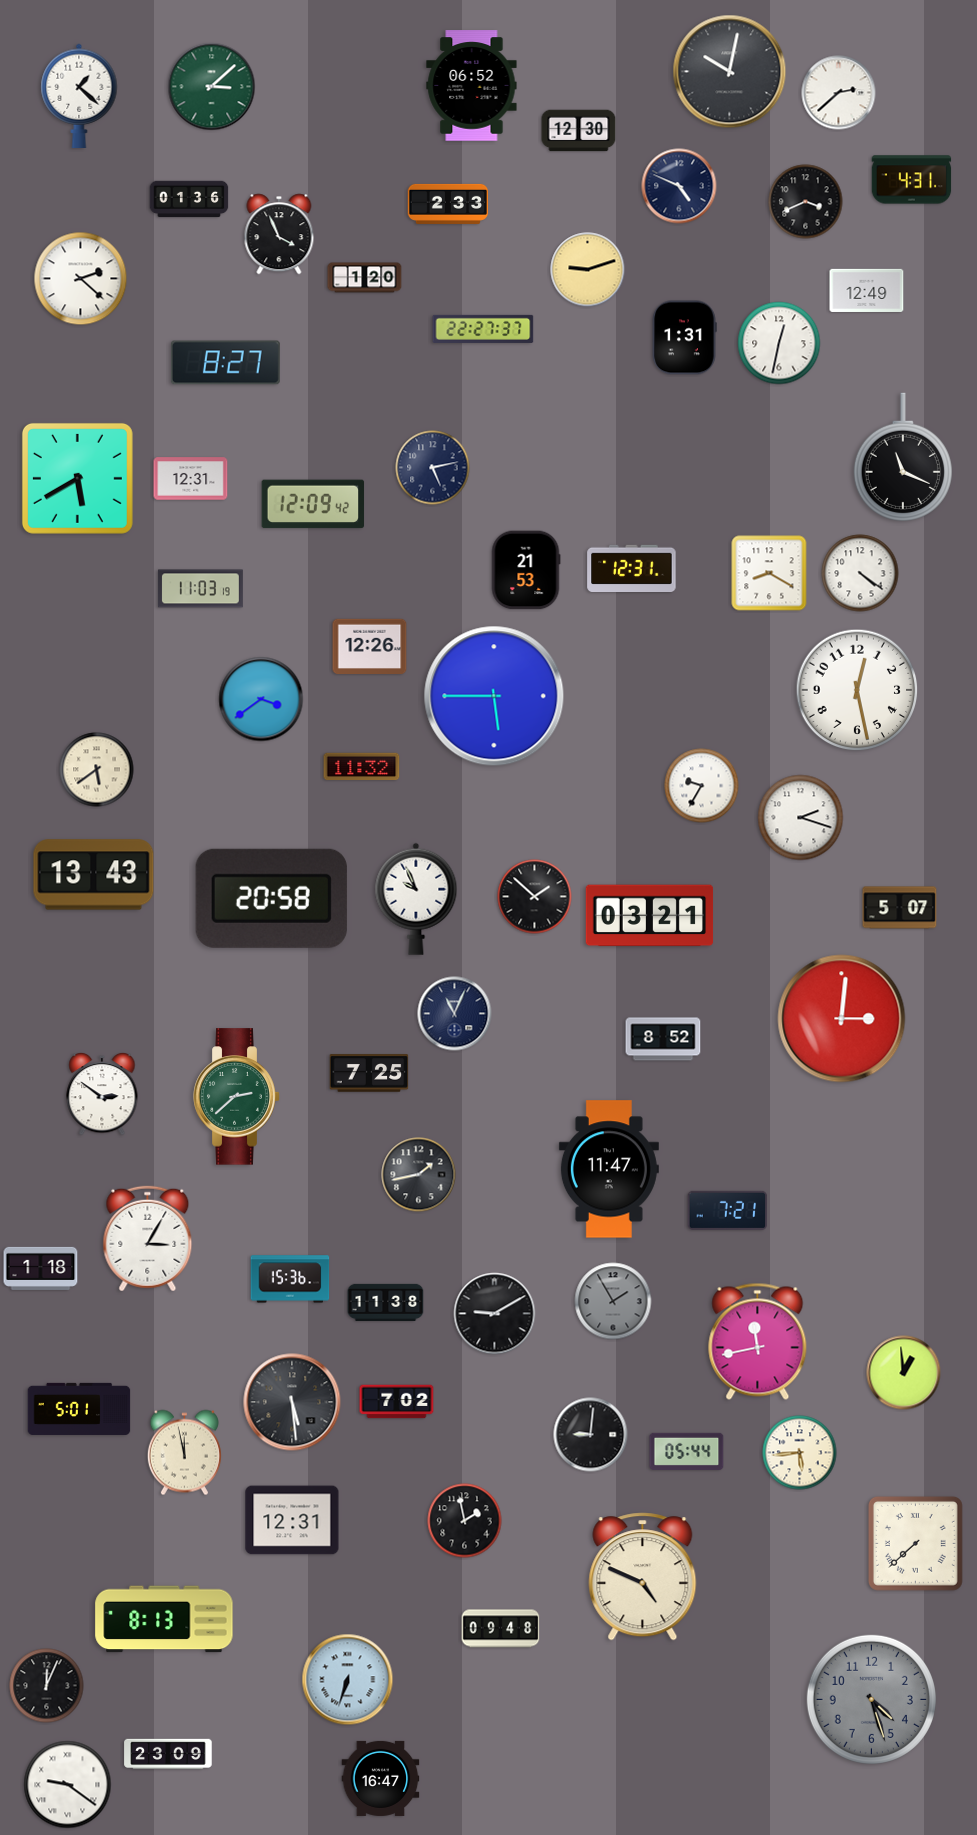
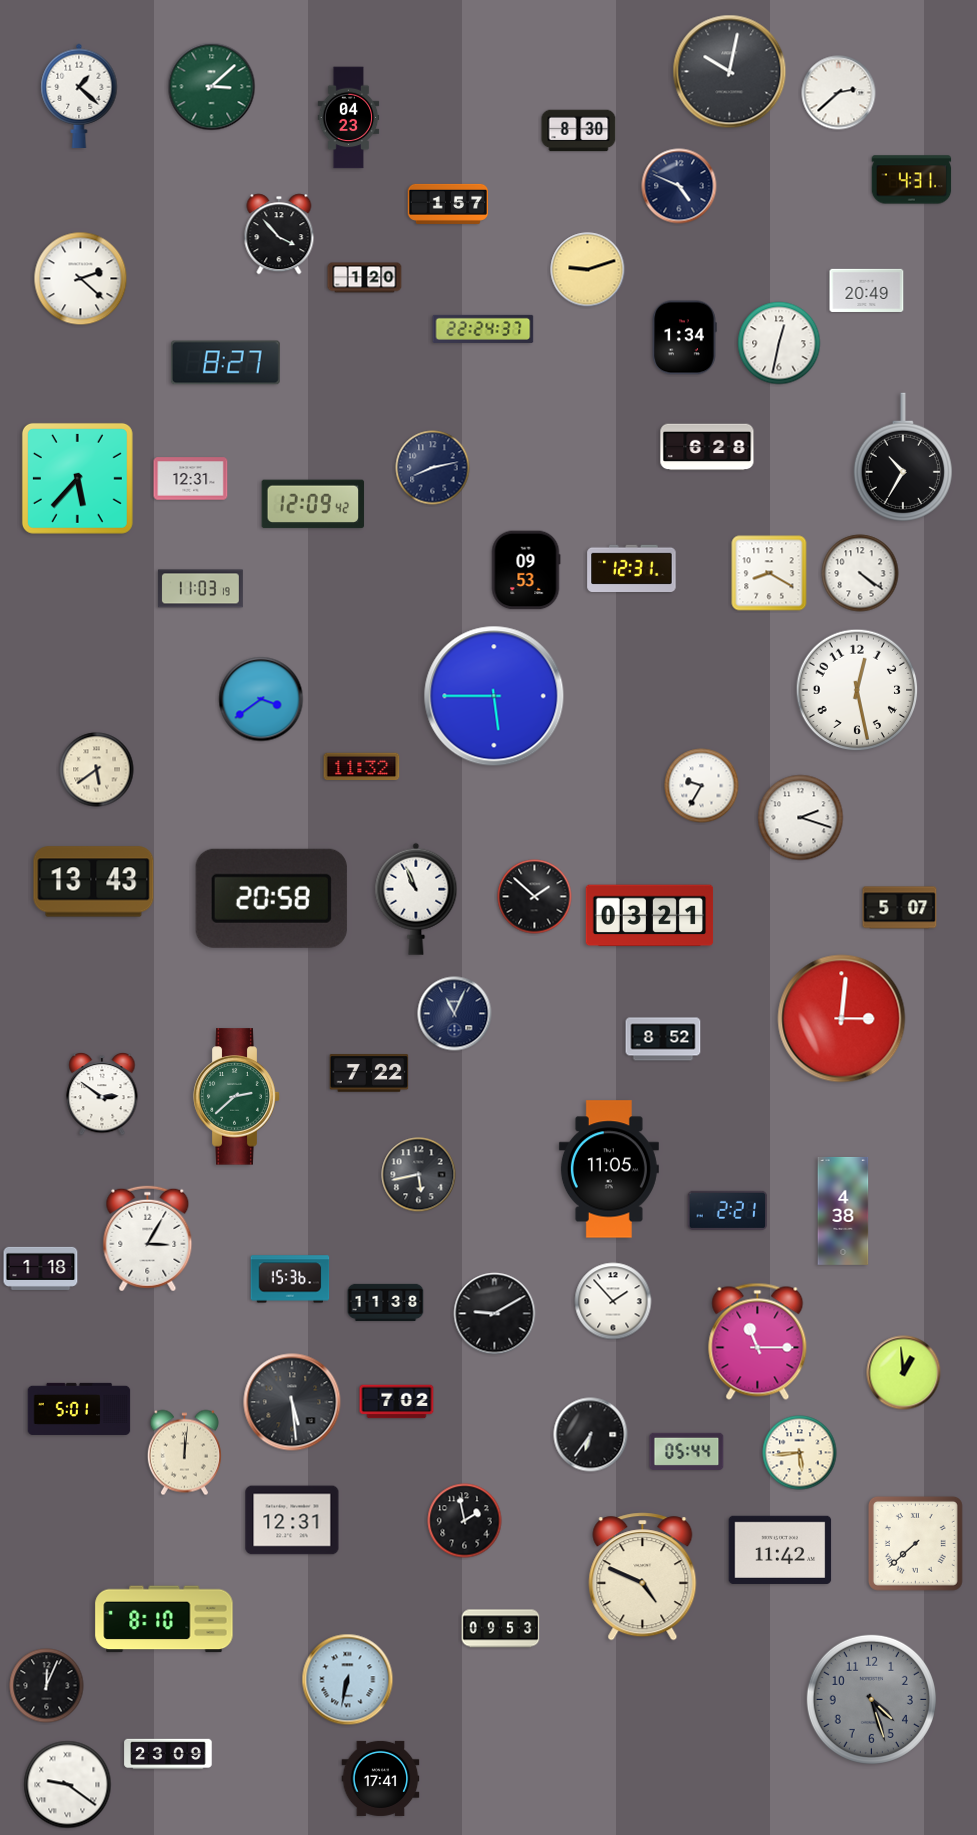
clock at (472, 86): 06:52 -> none
clock at (349, 118): none -> 04:23
clock at (579, 131): 12:30 -> 8:30
clock at (189, 199): 01:36 -> none
clock at (806, 202): 3:41 -> none
clock at (448, 204): 2:33 -> 1:57
clock at (279, 234): 3:56 -> 3:53
clock at (867, 290): 12:49 -> 20:49
clock at (483, 329): 22:27 -> 22:24
clock at (684, 338): 1:31 -> 1:34
clock at (707, 447): none -> 6:28
clock at (903, 457): 11:19 -> 10:35
clock at (433, 468): 5:13 -> 8:13
clock at (77, 478): 5:40 -> 5:37
clock at (526, 570): 21:53 -> 09:53
clock at (370, 647): 12:26 -> none
clock at (94, 875) position: (94, 875) -> (94, 882)
clock at (416, 899): 9:56 -> 10:56
clock at (369, 1073): 7:25 -> 7:22
clock at (609, 1169): 11:47 -> 11:05
clock at (419, 1175): 1:43 -> 5:43
clock at (728, 1210): 7:21 -> 2:21
clock at (843, 1211): none -> 4:38
clock at (613, 1301): 1:55 -> 1:53
clock at (613, 1301) dial: grey -> white
clock at (758, 1341): 11:43 -> 11:15
clock at (591, 1435): 9:01 -> 6:36
clock at (184, 1453): 11:58 -> 12:01
clock at (780, 1550): none -> 11:42
clock at (164, 1619): 8:13 -> 8:10
clock at (501, 1629): 09:48 -> 09:53
clock at (348, 1680): 6:33 -> 6:32
clock at (381, 1778): 16:47 -> 17:41
